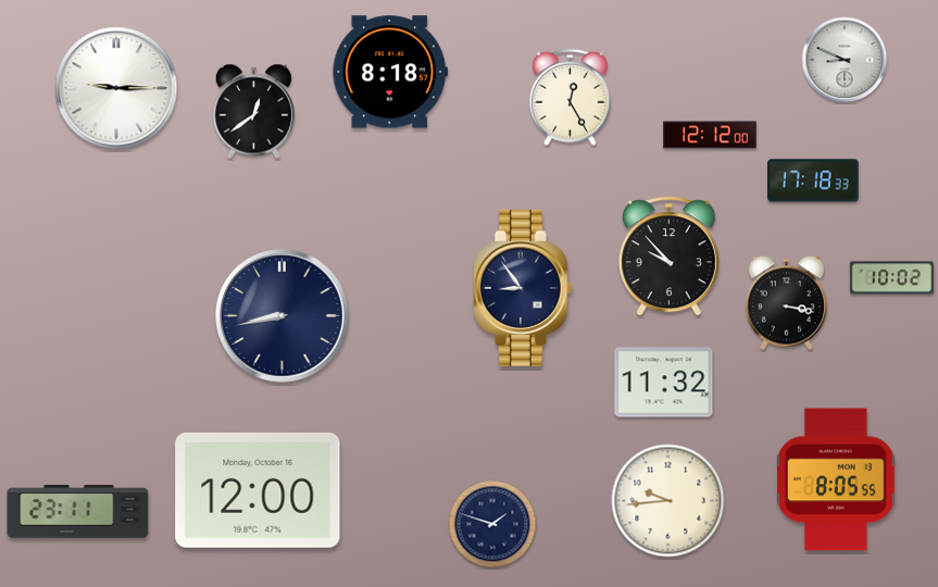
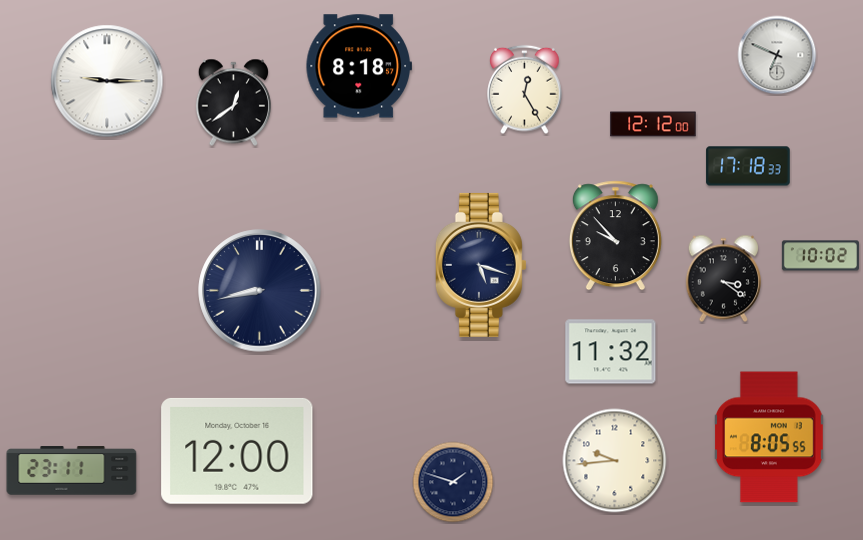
clock at (845, 60): 8:49 -> 6:49
clock at (523, 288): 8:54 -> 5:18
clock at (786, 303): 3:17 -> 3:21
clock at (837, 479) position: (837, 479) -> (770, 437)
